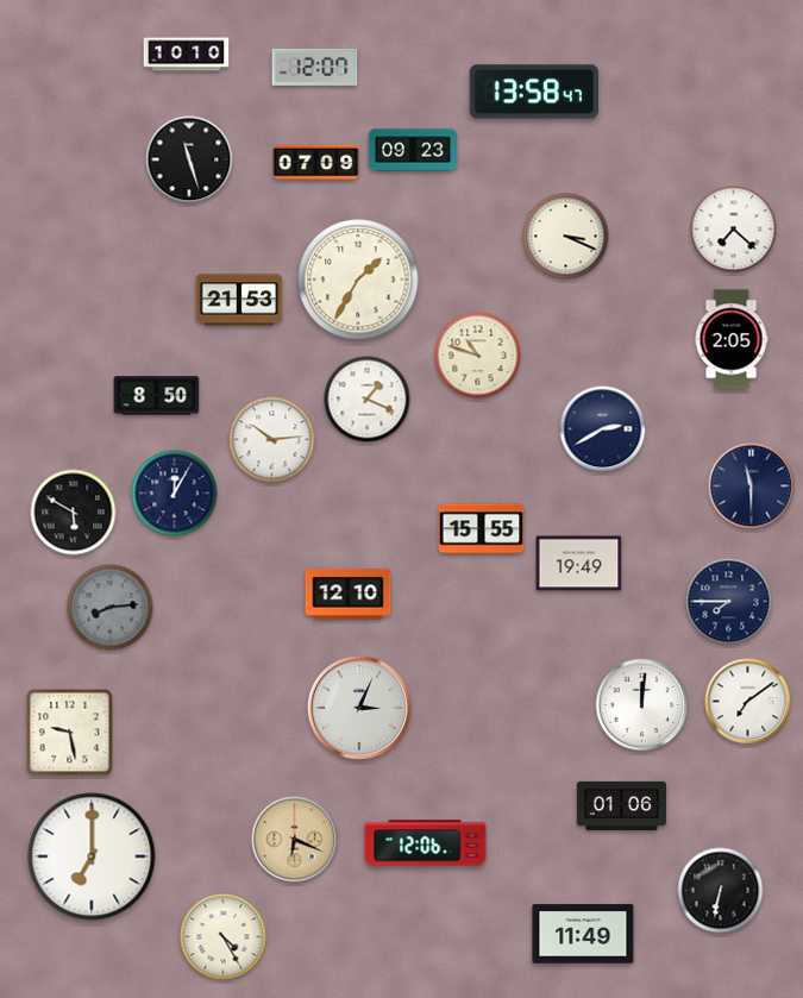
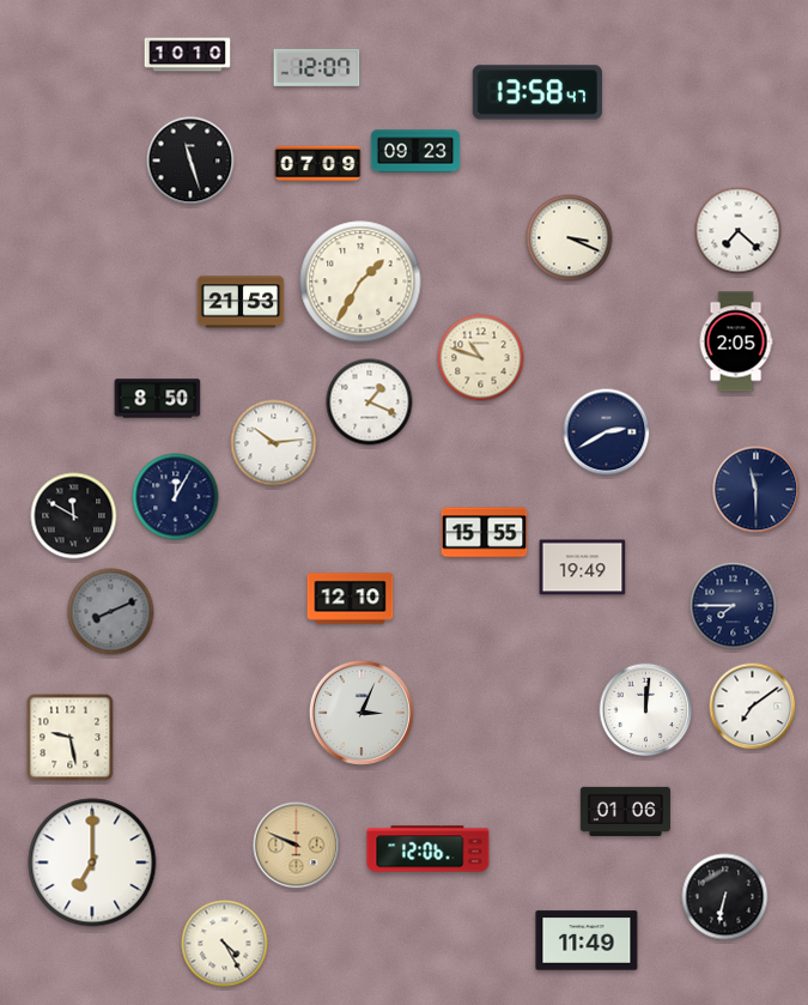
clock at (74, 513): 5:50 -> 11:50
clock at (111, 608): 8:14 -> 8:11
clock at (295, 840): 6:19 -> 9:49
